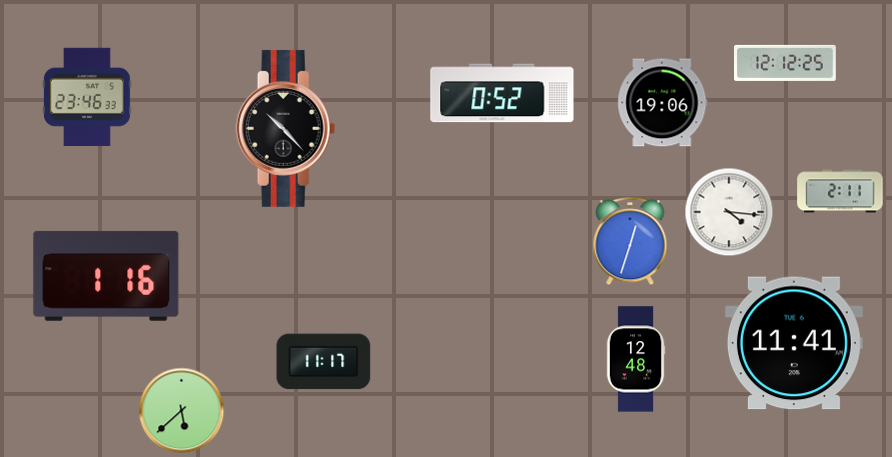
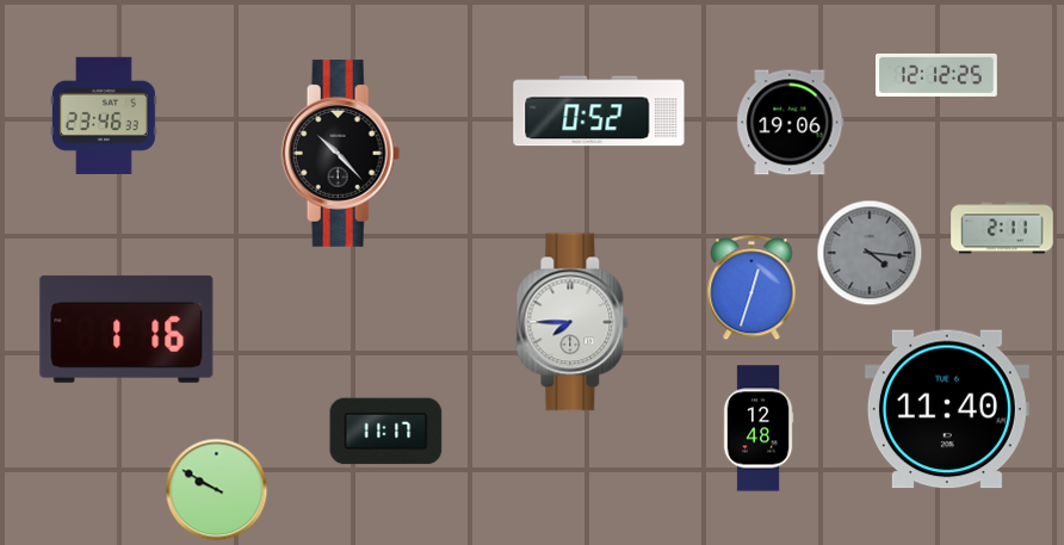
clock at (729, 212) dial: white -> grey
clock at (573, 322): none -> 7:45
clock at (794, 343): 11:41 -> 11:40
clock at (182, 411): 5:38 -> 9:50
